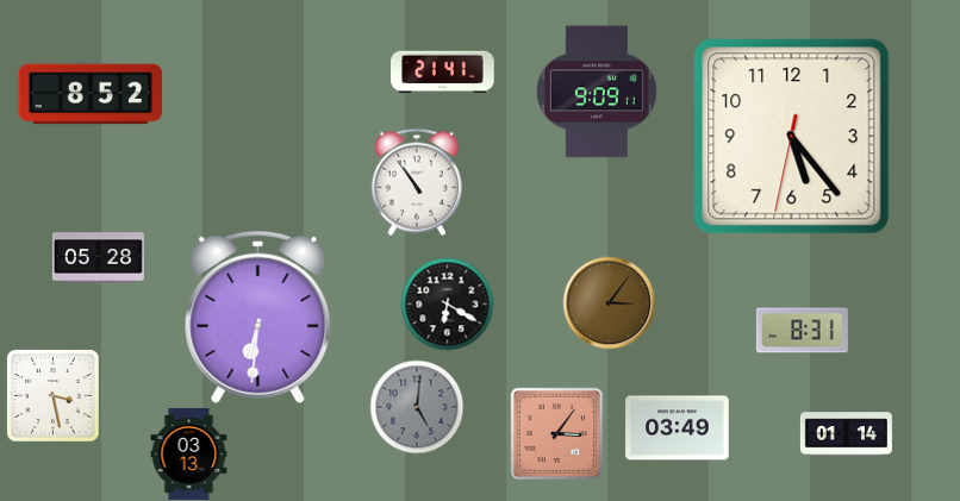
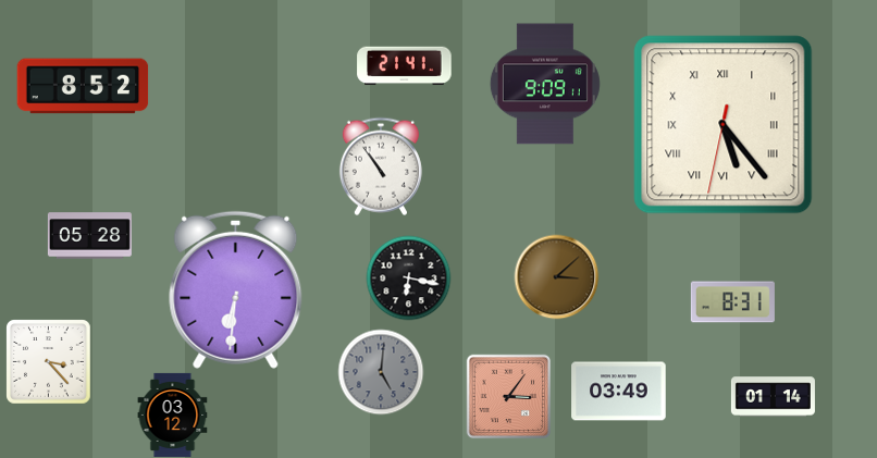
clock at (792, 137) numerals: Arabic -> Roman
clock at (609, 302): 3:06 -> 3:08
clock at (447, 303): 6:20 -> 6:17
clock at (52, 395): 3:28 -> 3:23
clock at (189, 453): 03:13 -> 03:12
